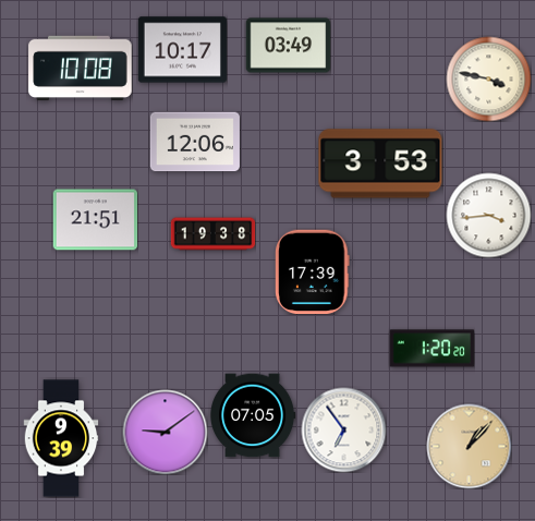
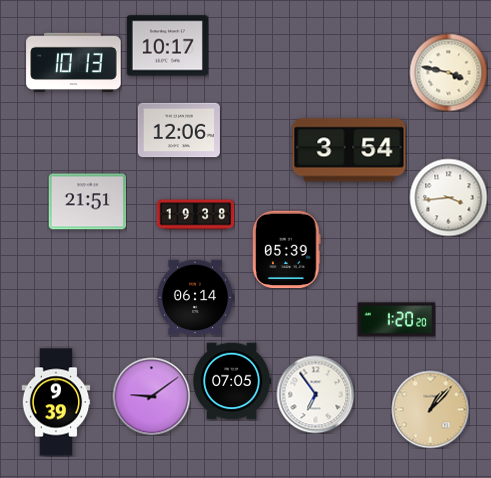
clock at (288, 46): 03:49 -> none
clock at (81, 69): 10:08 -> 10:13
clock at (380, 163): 3:53 -> 3:54
clock at (313, 271): 17:39 -> 05:39
clock at (195, 298): none -> 06:14
